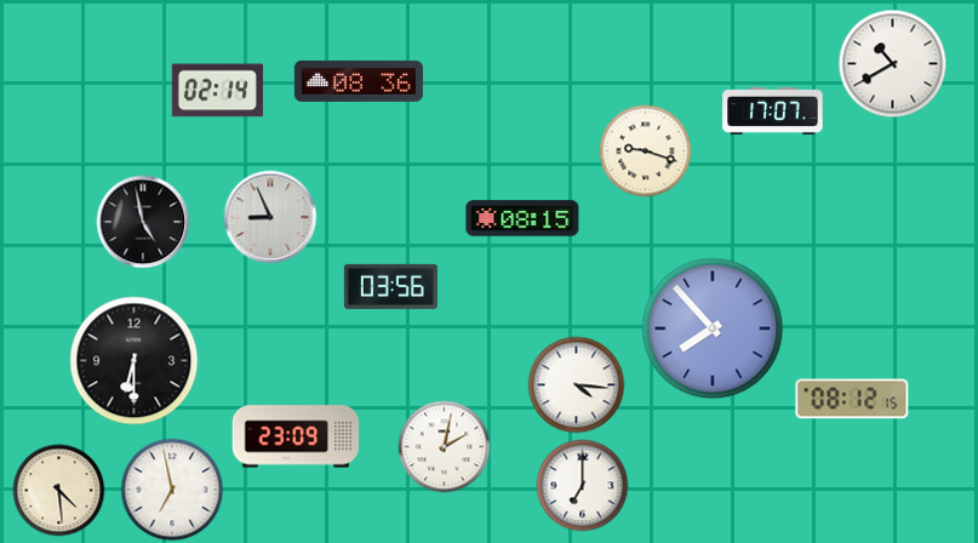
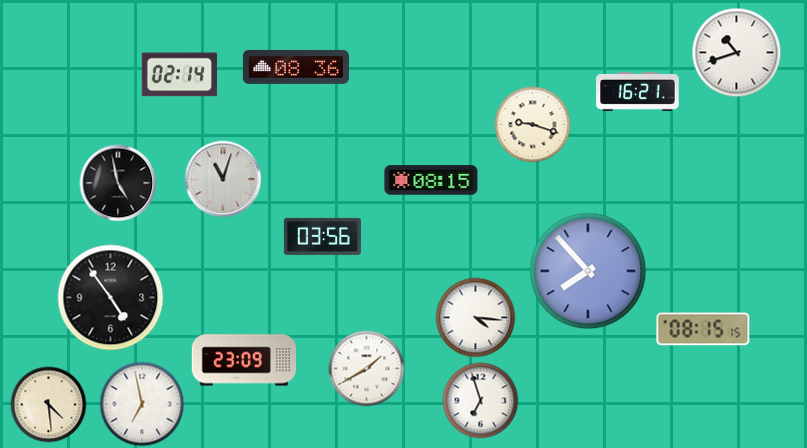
clock at (893, 64): 10:40 -> 10:42
clock at (773, 110): 17:07 -> 16:21
clock at (270, 217): 8:56 -> 11:03
clock at (135, 361): 6:30 -> 4:54
clock at (852, 399): 08:12 -> 08:15
clock at (445, 447): 2:02 -> 1:40
clock at (583, 486): 7:00 -> 6:57
